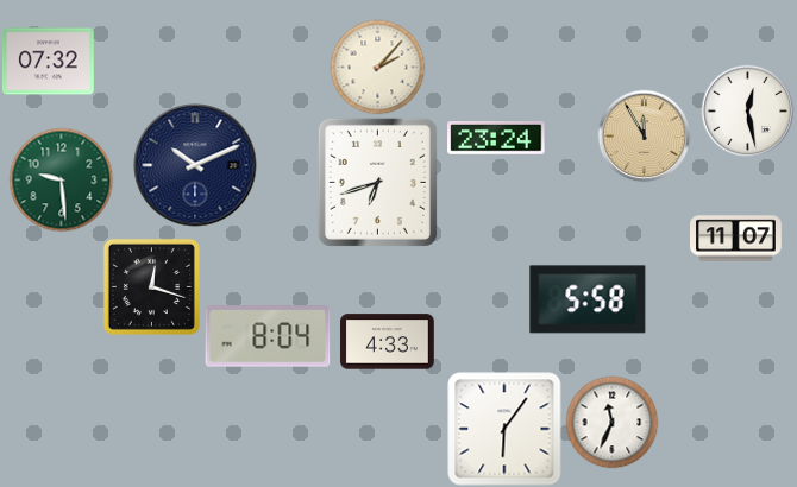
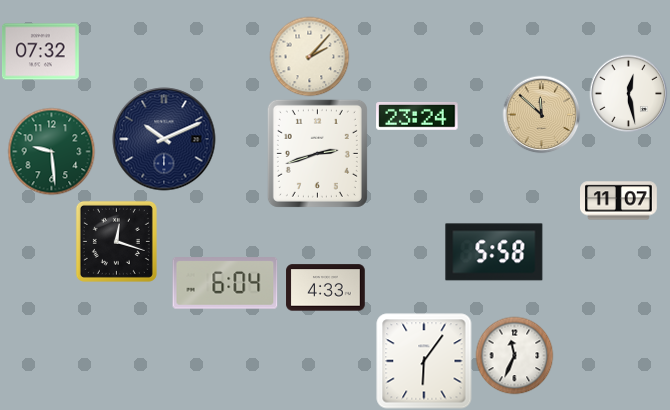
clock at (377, 67) position: (377, 67) -> (309, 56)
clock at (644, 135): 11:55 -> 11:52
clock at (377, 182): 6:42 -> 2:42
clock at (151, 286) position: (151, 286) -> (116, 241)
clock at (268, 336): 8:04 -> 6:04
